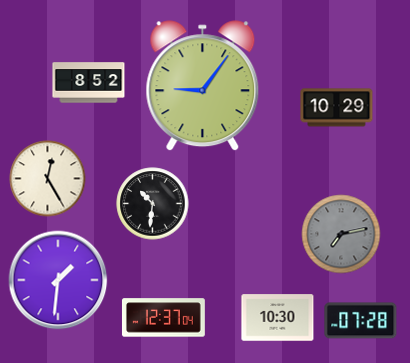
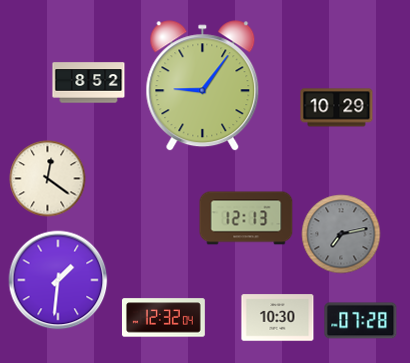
clock at (48, 179): 12:25 -> 12:21
clock at (153, 204): 10:31 -> none
clock at (246, 218): none -> 12:13
clock at (163, 318): 12:37 -> 12:32
